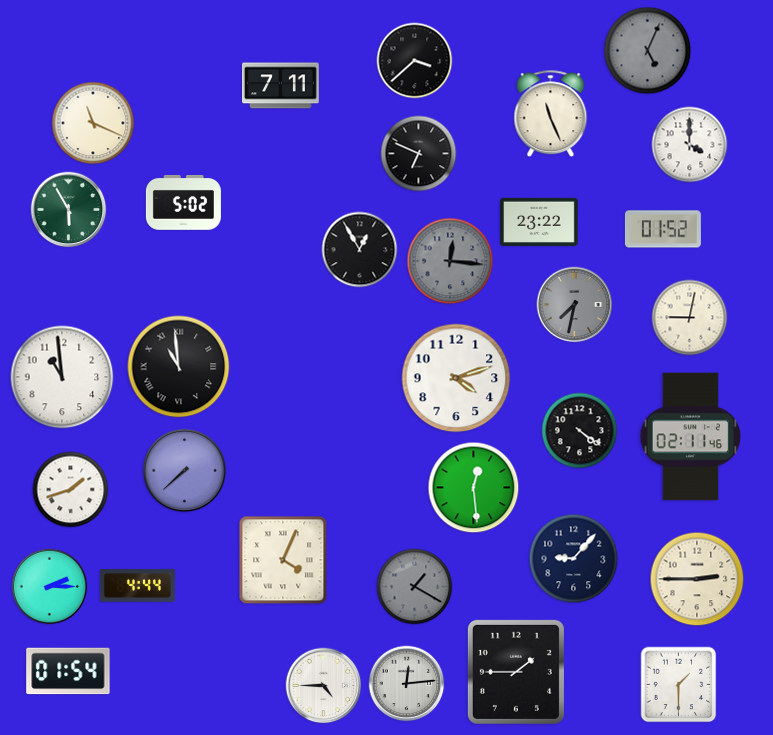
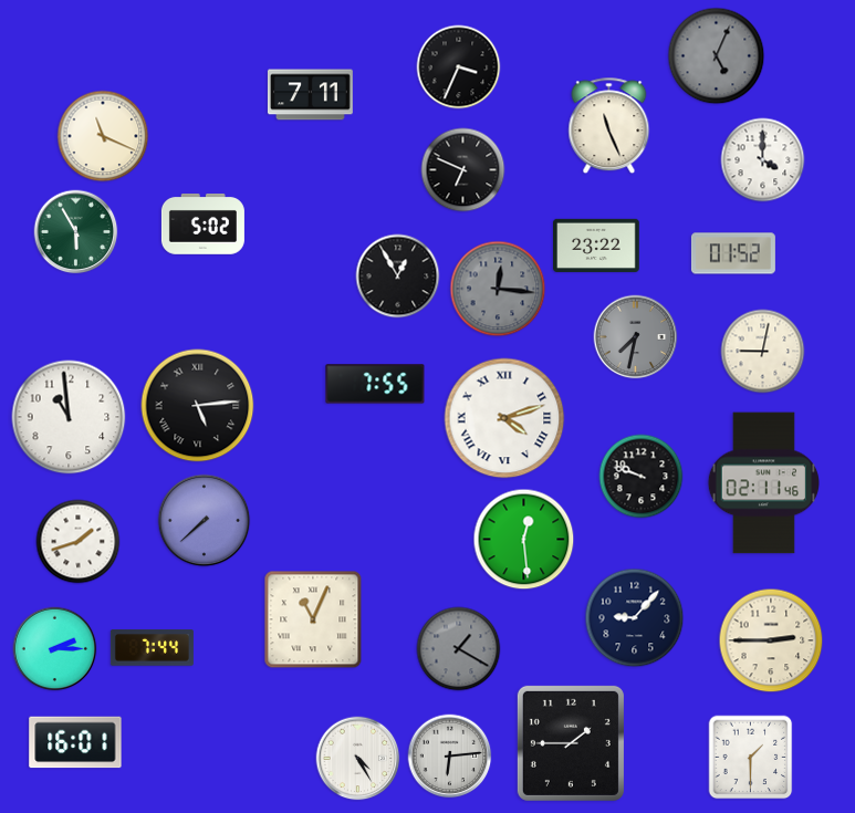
clock at (415, 61): 3:38 -> 3:34
clock at (375, 384): none -> 7:55
clock at (179, 367): 10:59 -> 5:14
clock at (456, 378) numerals: Arabic -> Roman
clock at (580, 431): 4:21 -> 9:48
clock at (283, 560): 4:04 -> 11:04
clock at (137, 586): 4:44 -> 7:44
clock at (68, 671): 01:54 -> 16:01
clock at (407, 684): 12:14 -> 6:14
clock at (324, 686): 4:45 -> 4:25
